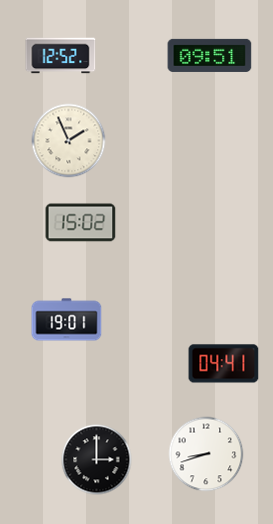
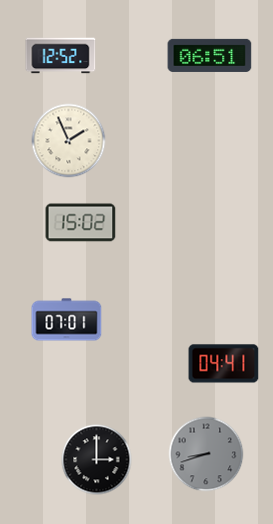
clock at (210, 55): 09:51 -> 06:51
clock at (67, 320): 19:01 -> 07:01
clock at (206, 454) dial: white -> grey
